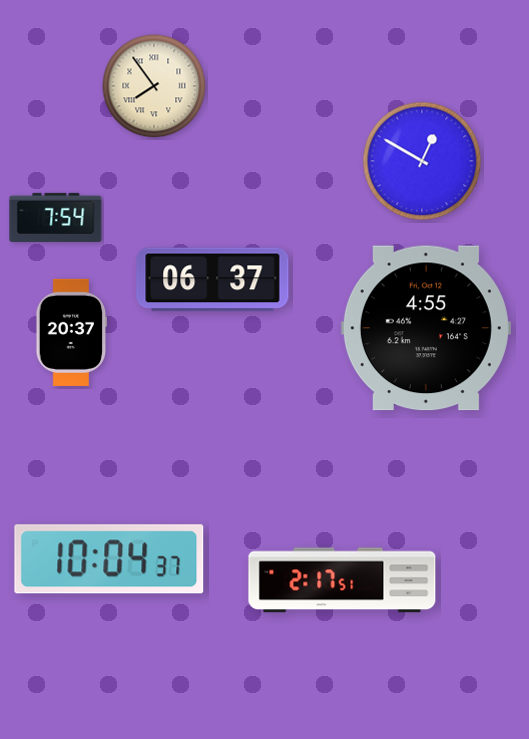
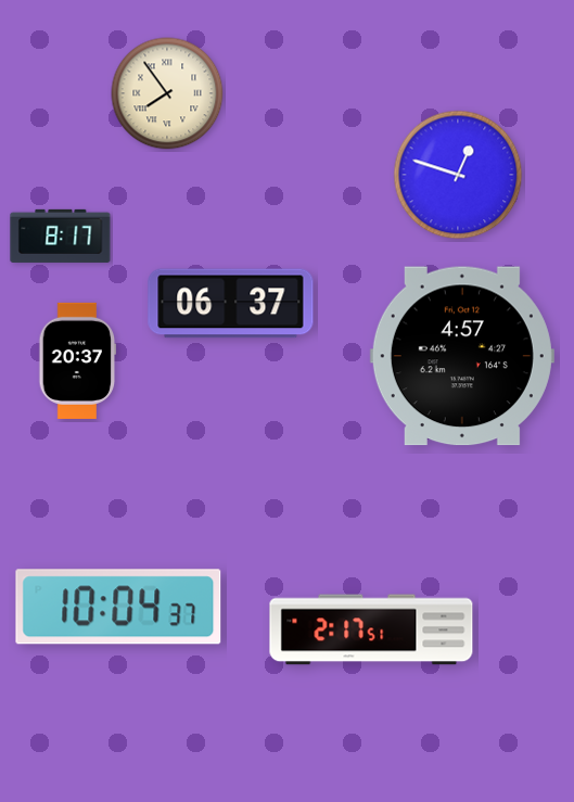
clock at (422, 161): 12:50 -> 12:48
clock at (56, 217): 7:54 -> 8:17
clock at (426, 328): 4:55 -> 4:57
